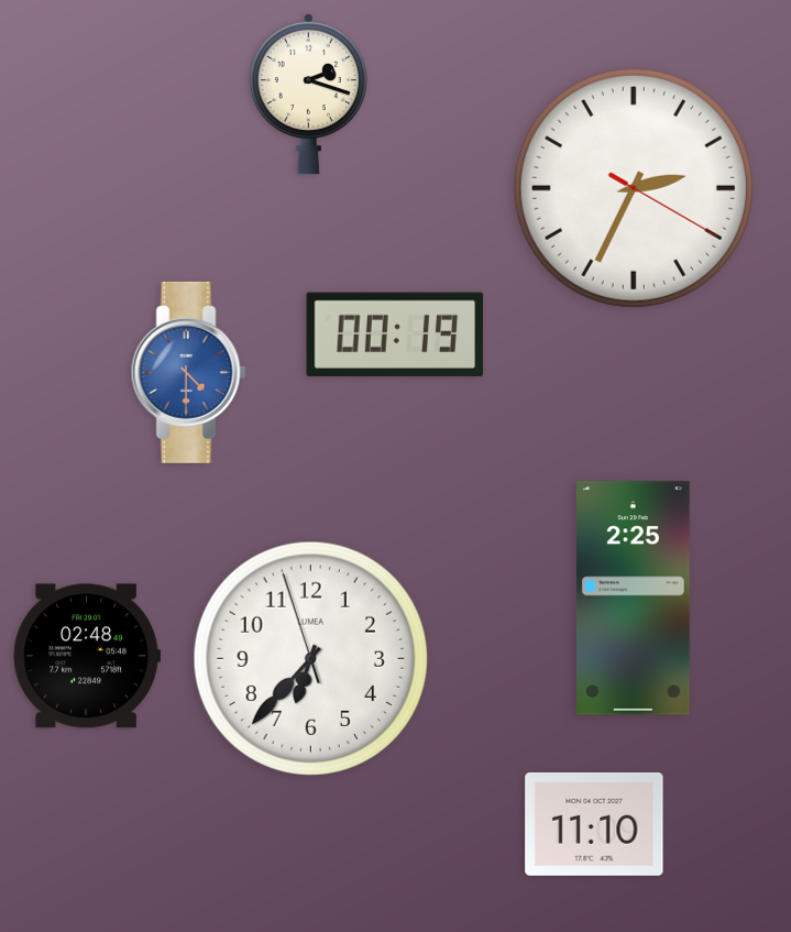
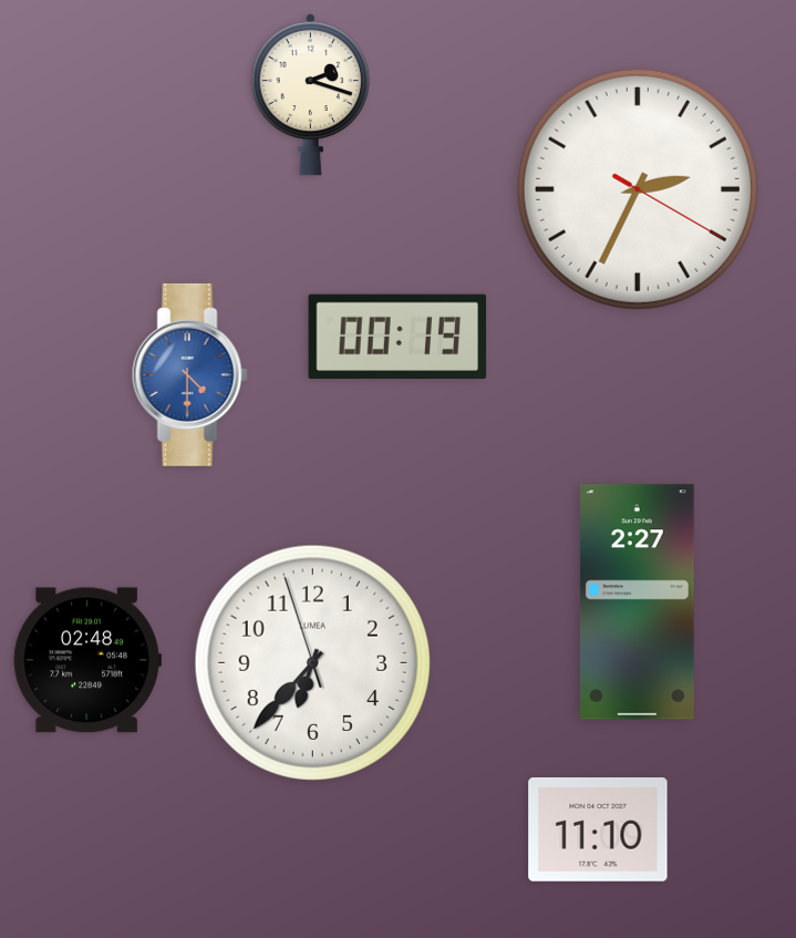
clock at (633, 599): 2:25 -> 2:27
